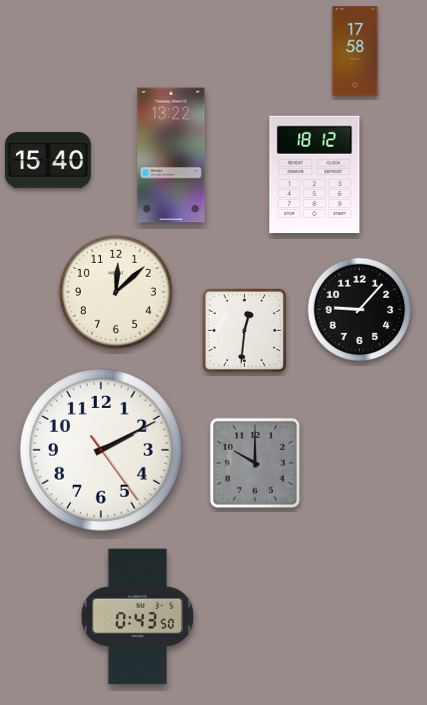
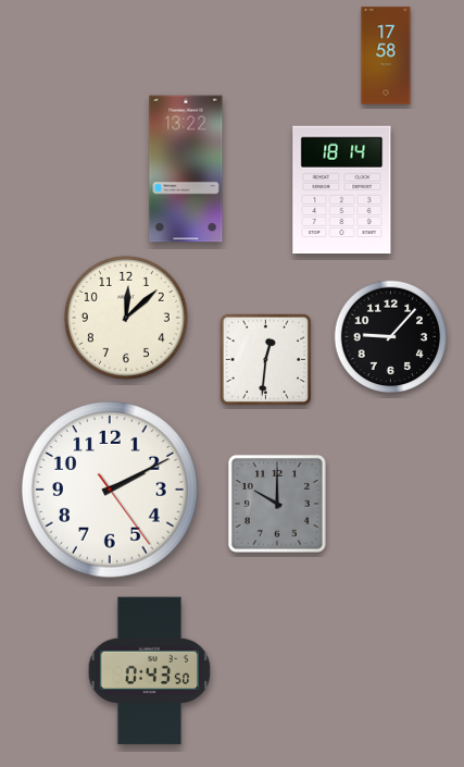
clock at (49, 160): 15:40 -> none
clock at (315, 175): 18:12 -> 18:14
